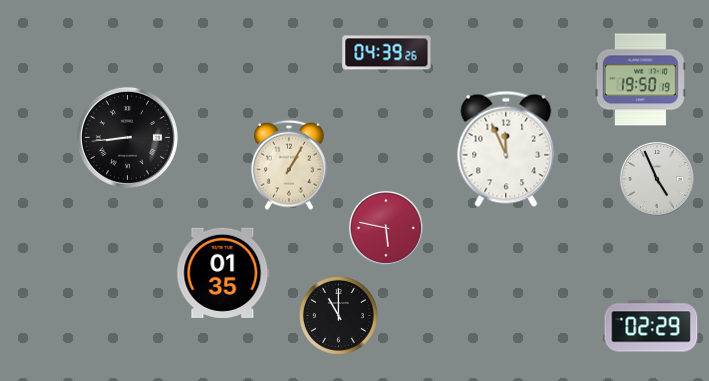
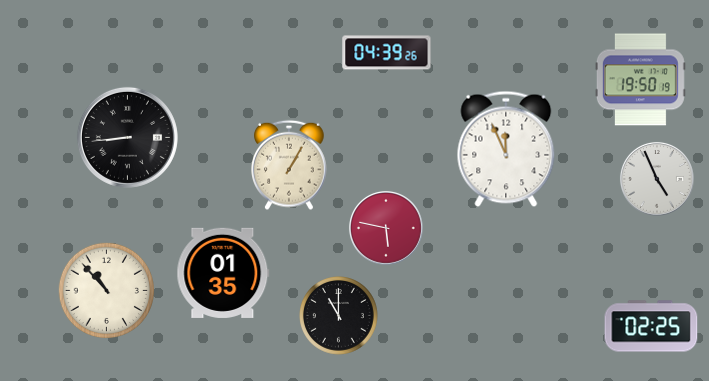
clock at (106, 290): none -> 10:53
clock at (651, 326): 02:29 -> 02:25
